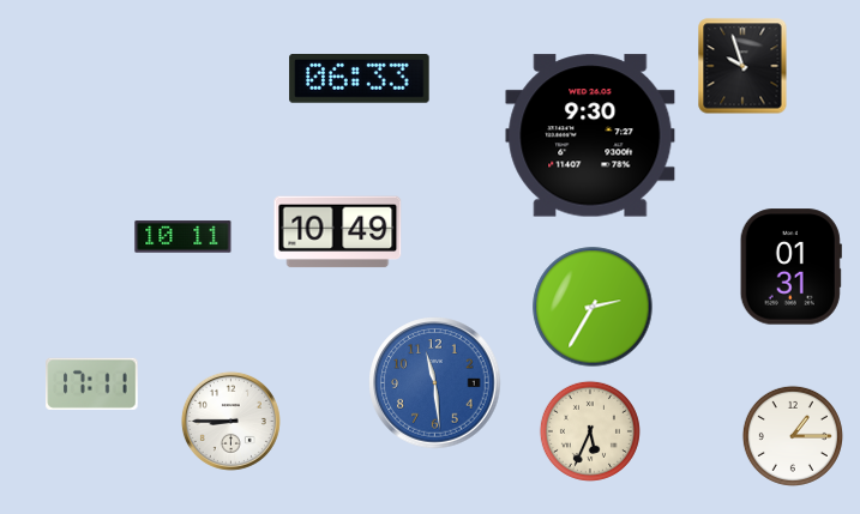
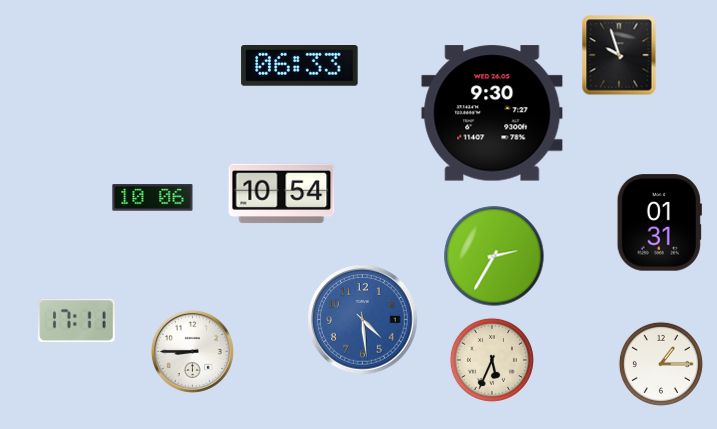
clock at (338, 232): 10:49 -> 10:54
clock at (184, 237): 10:11 -> 10:06
clock at (435, 383): 11:29 -> 4:29
